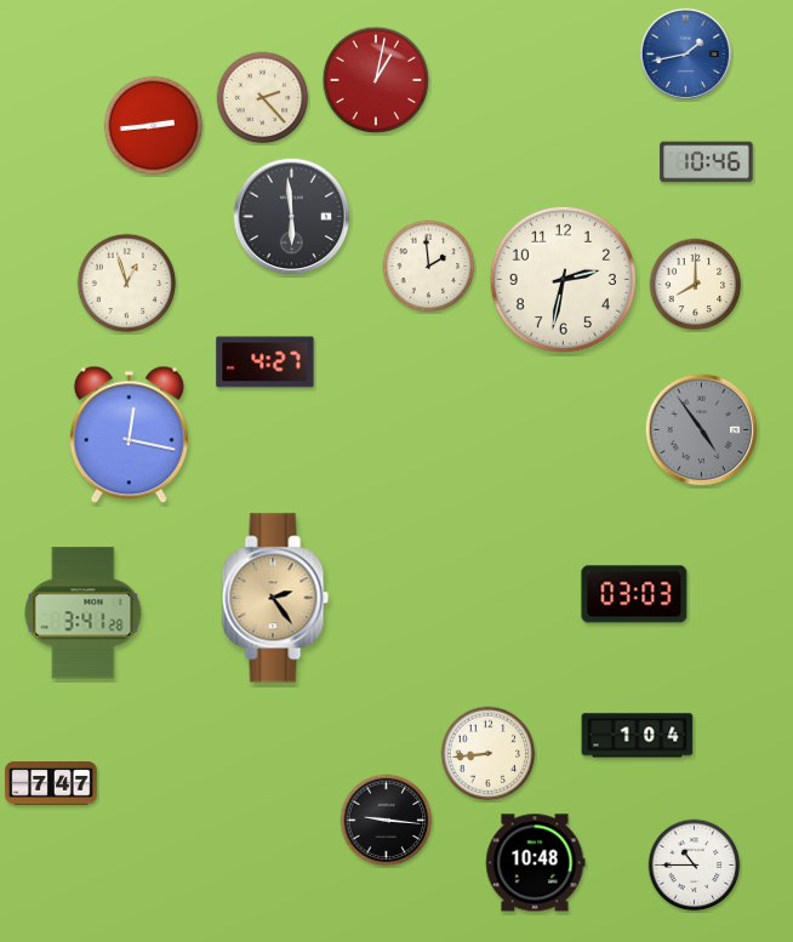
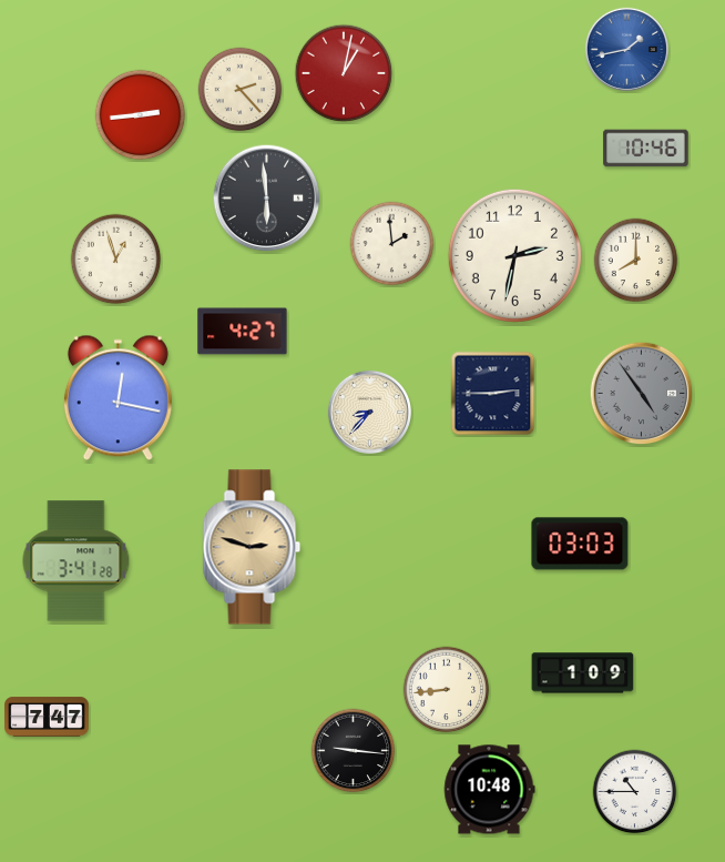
clock at (493, 394): none -> 2:45
clock at (369, 412): none -> 8:37
clock at (275, 598): 2:24 -> 2:48
clock at (638, 736): 1:04 -> 1:09
